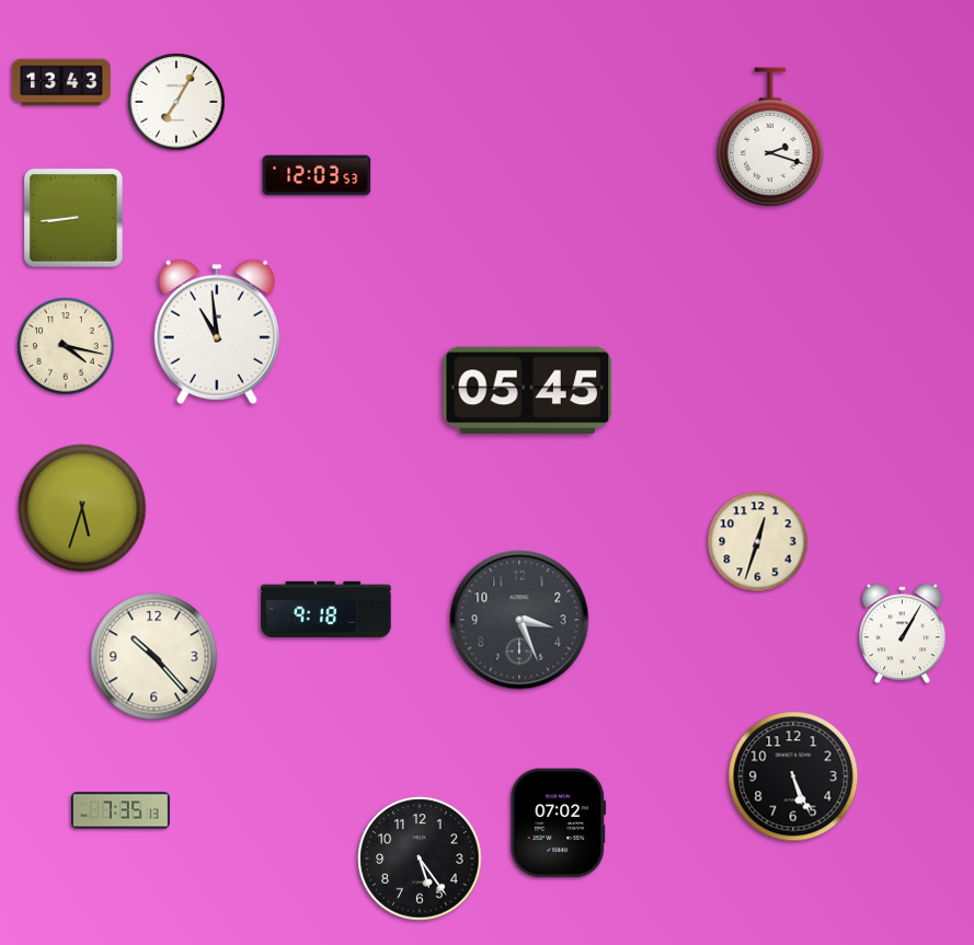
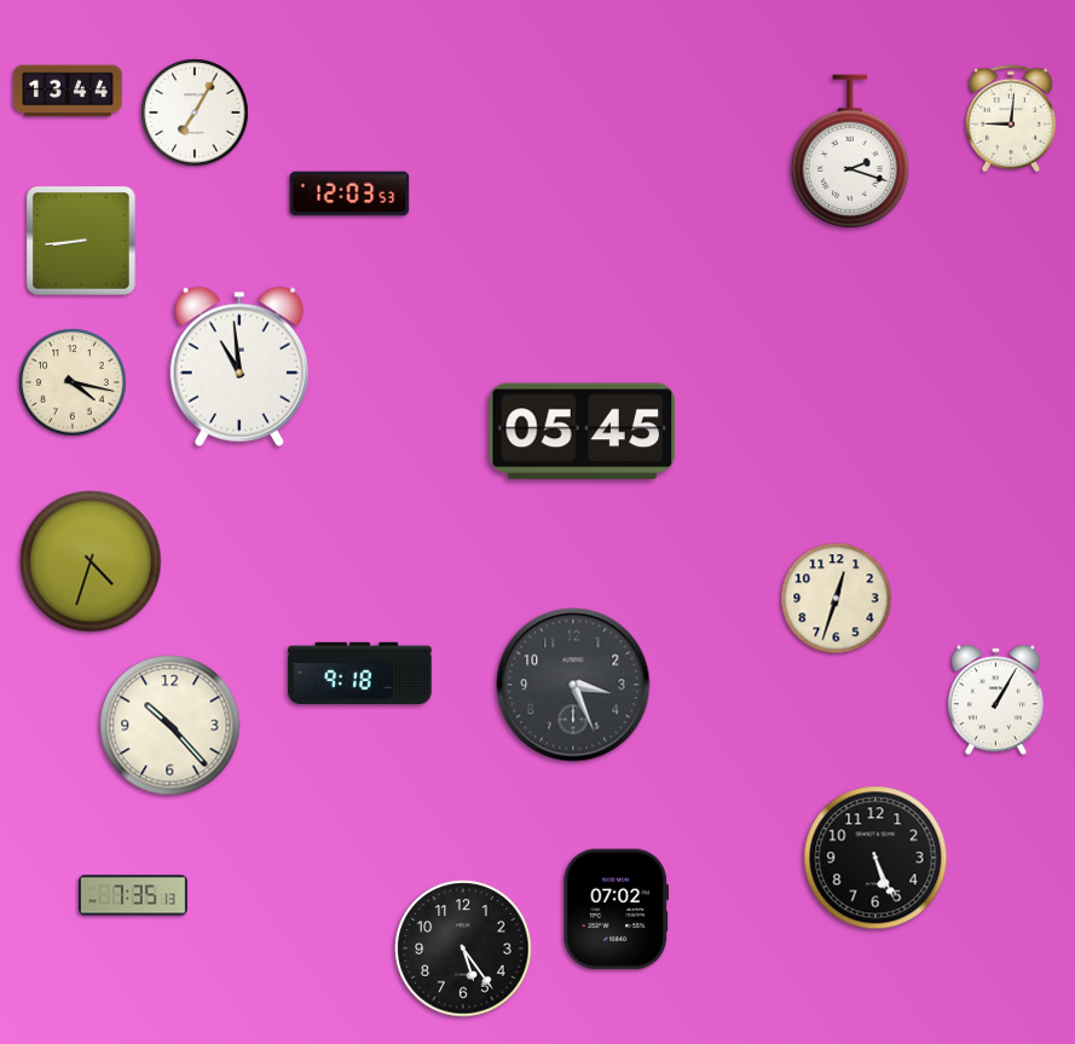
clock at (61, 82): 13:43 -> 13:44
clock at (1011, 119): none -> 9:01
clock at (82, 508): 5:33 -> 4:33
